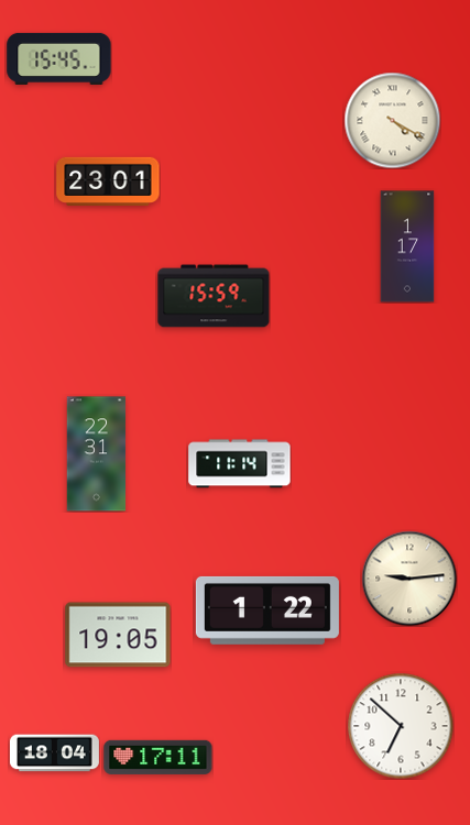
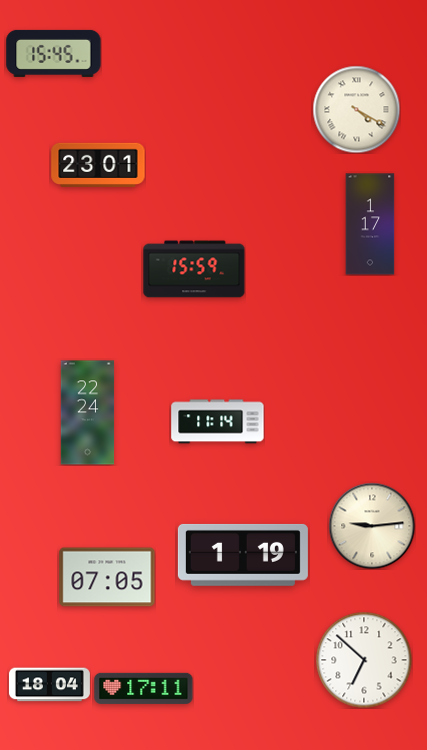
clock at (97, 454): 22:31 -> 22:24
clock at (267, 610): 1:22 -> 1:19
clock at (118, 635): 19:05 -> 07:05
